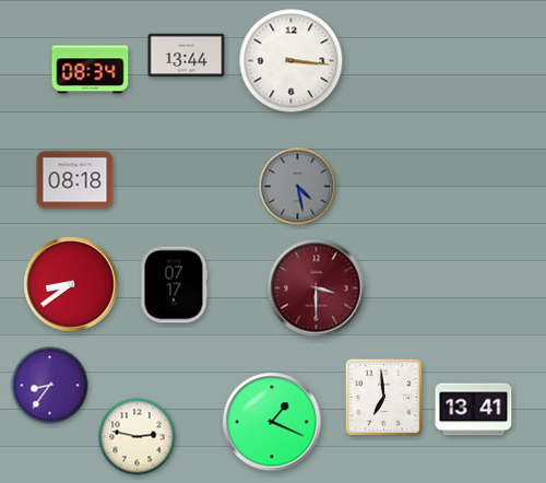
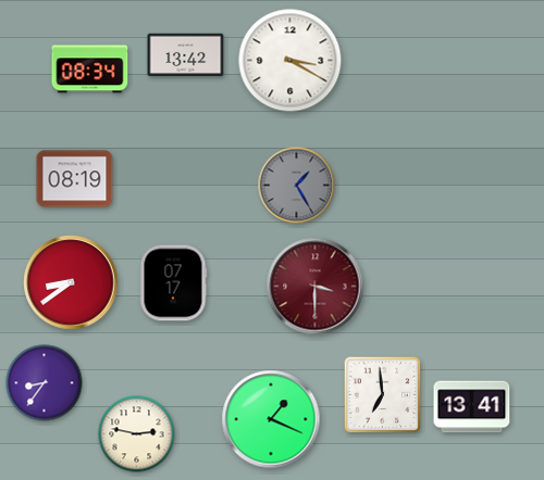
clock at (187, 56): 13:44 -> 13:42
clock at (292, 61): 3:16 -> 3:20
clock at (75, 180): 08:18 -> 08:19
clock at (298, 187): 4:28 -> 1:25
clock at (50, 386) position: (50, 386) -> (45, 383)
